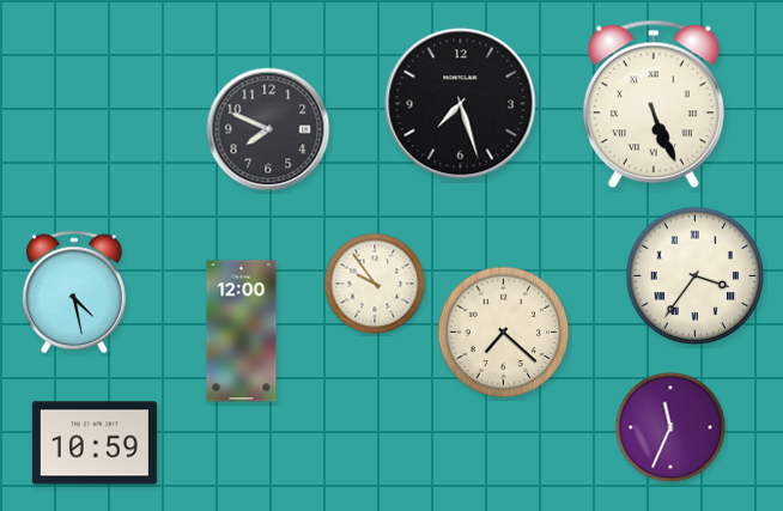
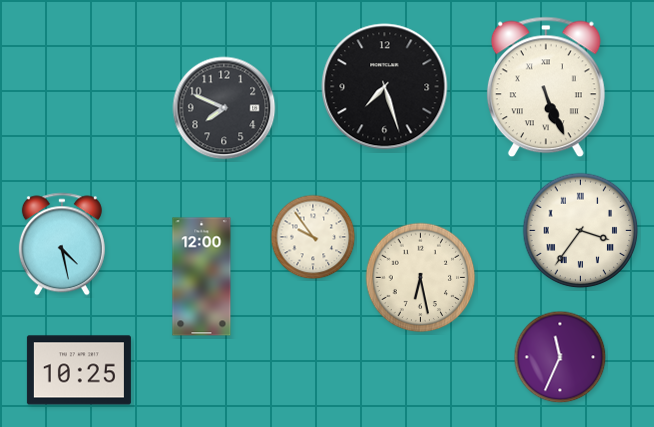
clock at (504, 333): 7:22 -> 6:28
clock at (95, 443): 10:59 -> 10:25
